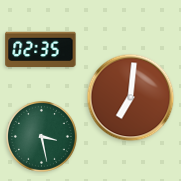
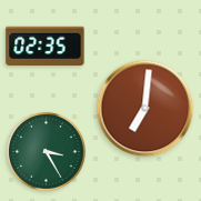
clock at (41, 50) position: (41, 50) -> (46, 47)
clock at (42, 137): 3:28 -> 3:25
